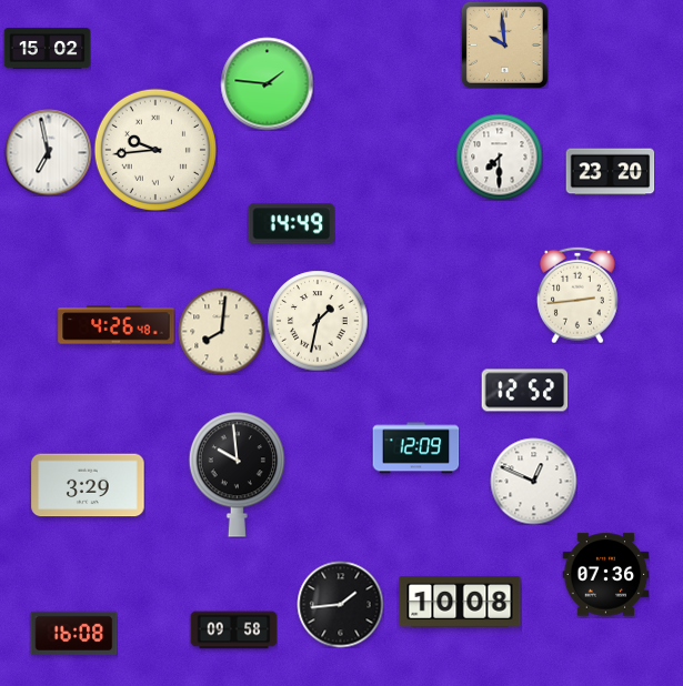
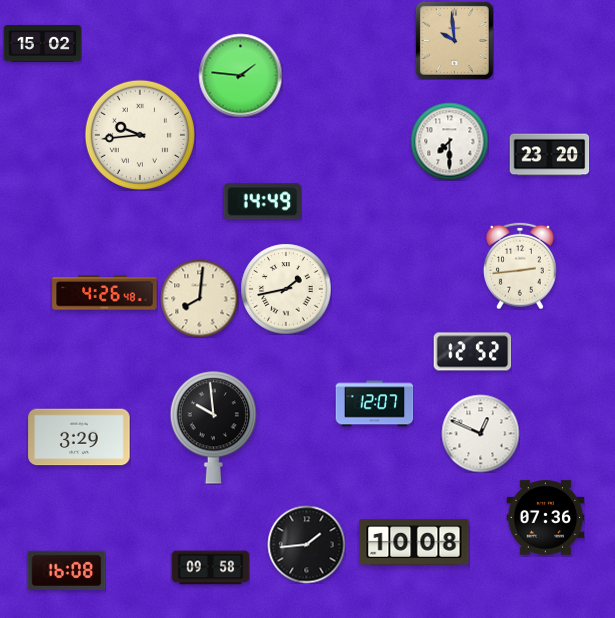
clock at (48, 152): 6:58 -> none
clock at (318, 321): 1:32 -> 1:43
clock at (415, 448): 12:09 -> 12:07
